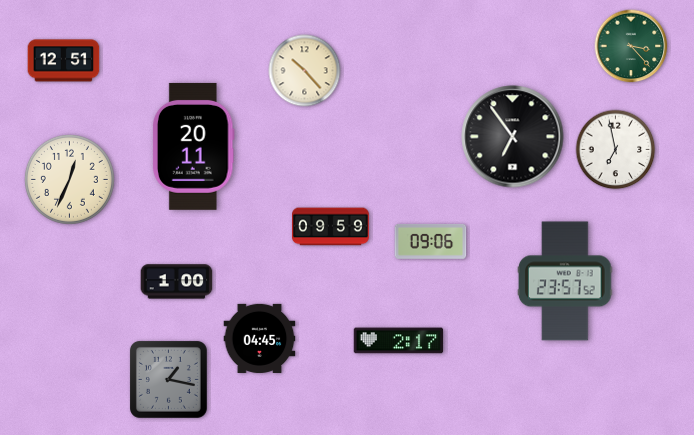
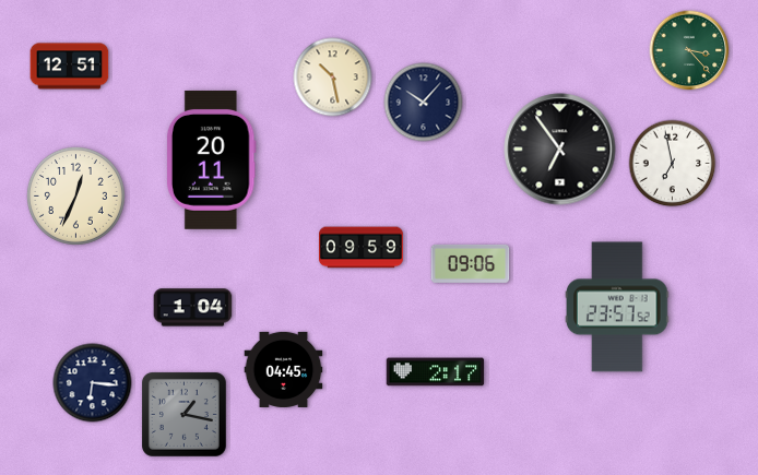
clock at (305, 71): 10:23 -> 10:28
clock at (424, 103): none -> 10:07
clock at (177, 282): 1:00 -> 1:04
clock at (93, 383): none -> 6:16
